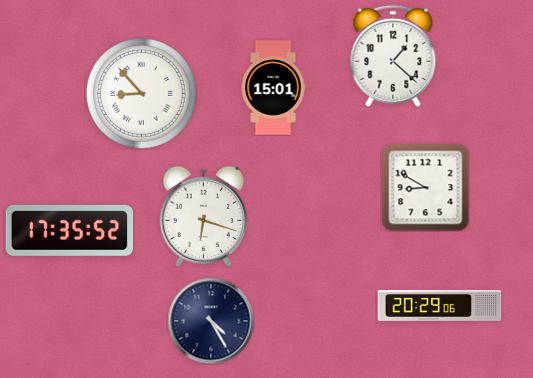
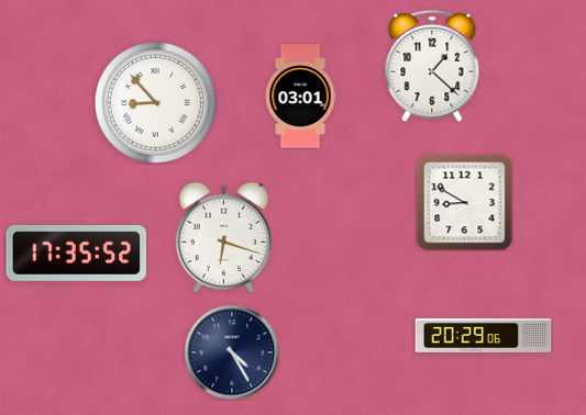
clock at (393, 56) position: (393, 56) -> (432, 66)
clock at (273, 88): 15:01 -> 03:01
clock at (425, 187) position: (425, 187) -> (464, 202)
